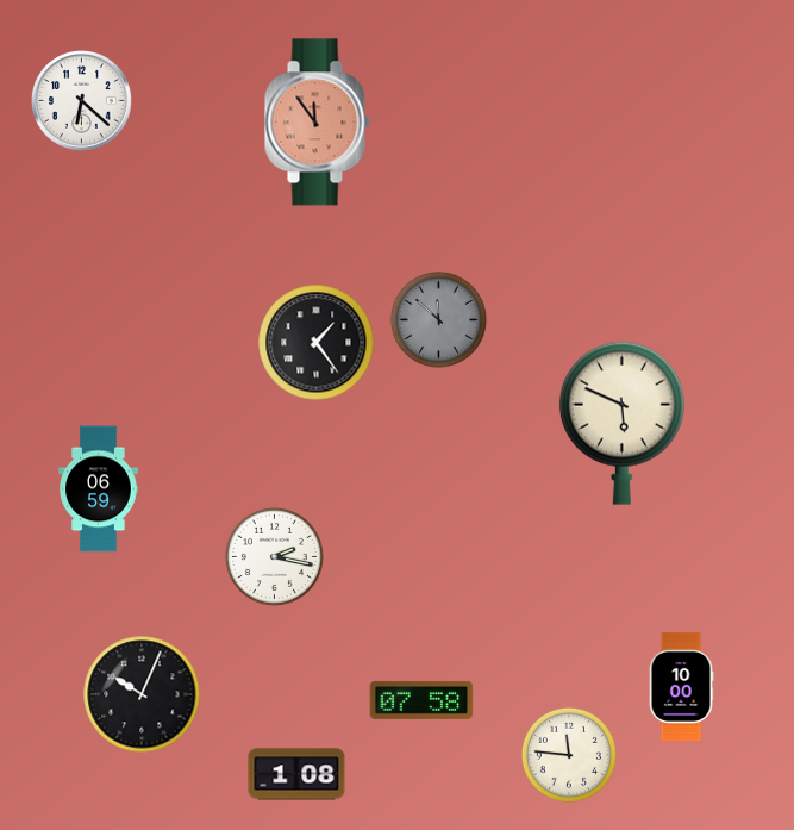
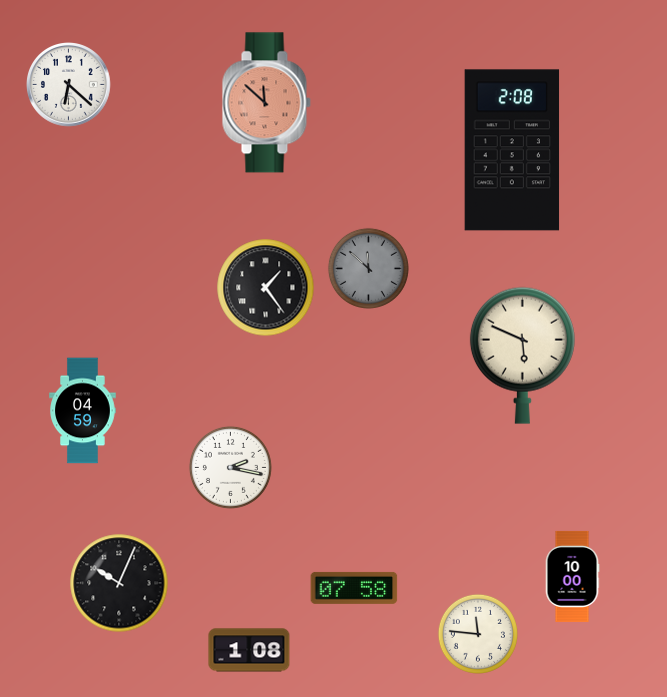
clock at (317, 123): 11:54 -> 11:52
clock at (512, 150): none -> 2:08
clock at (99, 489): 06:59 -> 04:59
